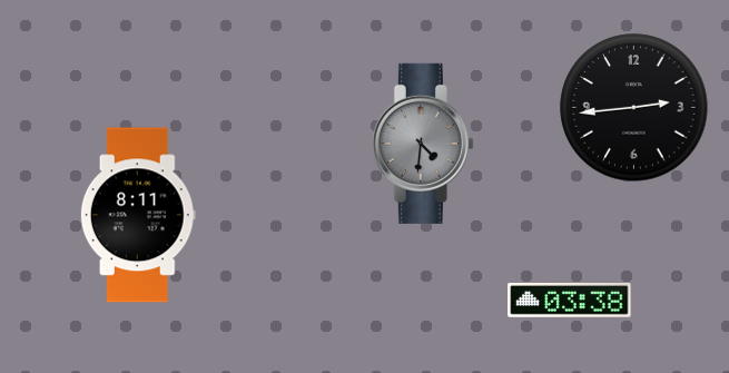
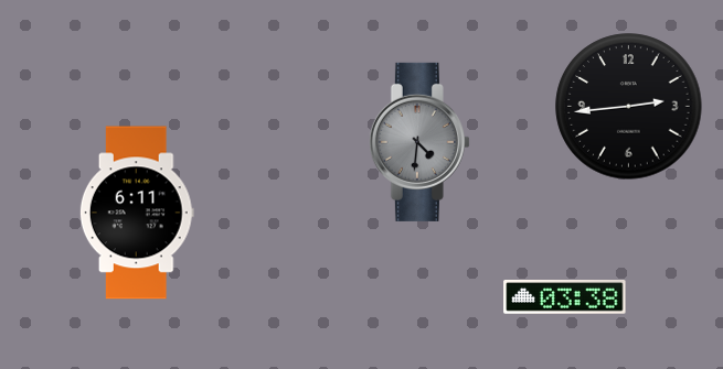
clock at (138, 215): 8:11 -> 6:11
